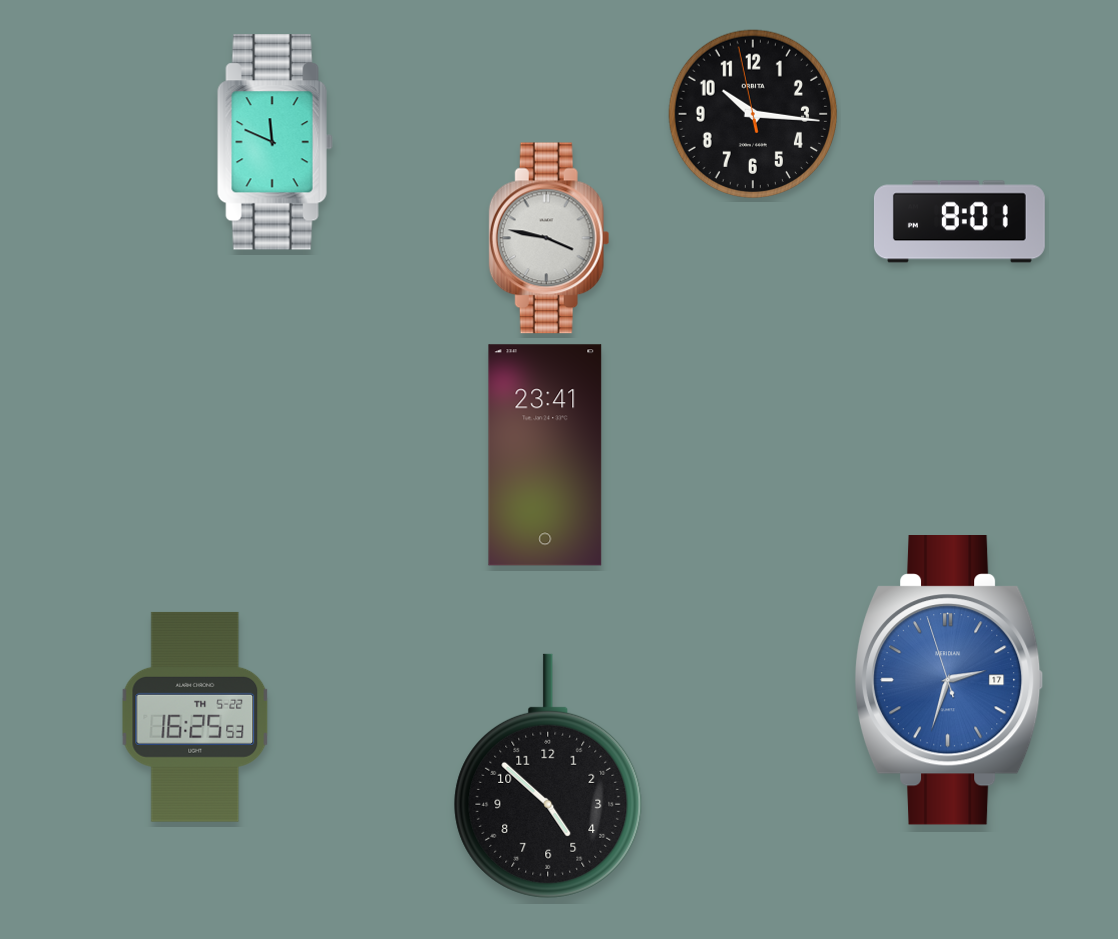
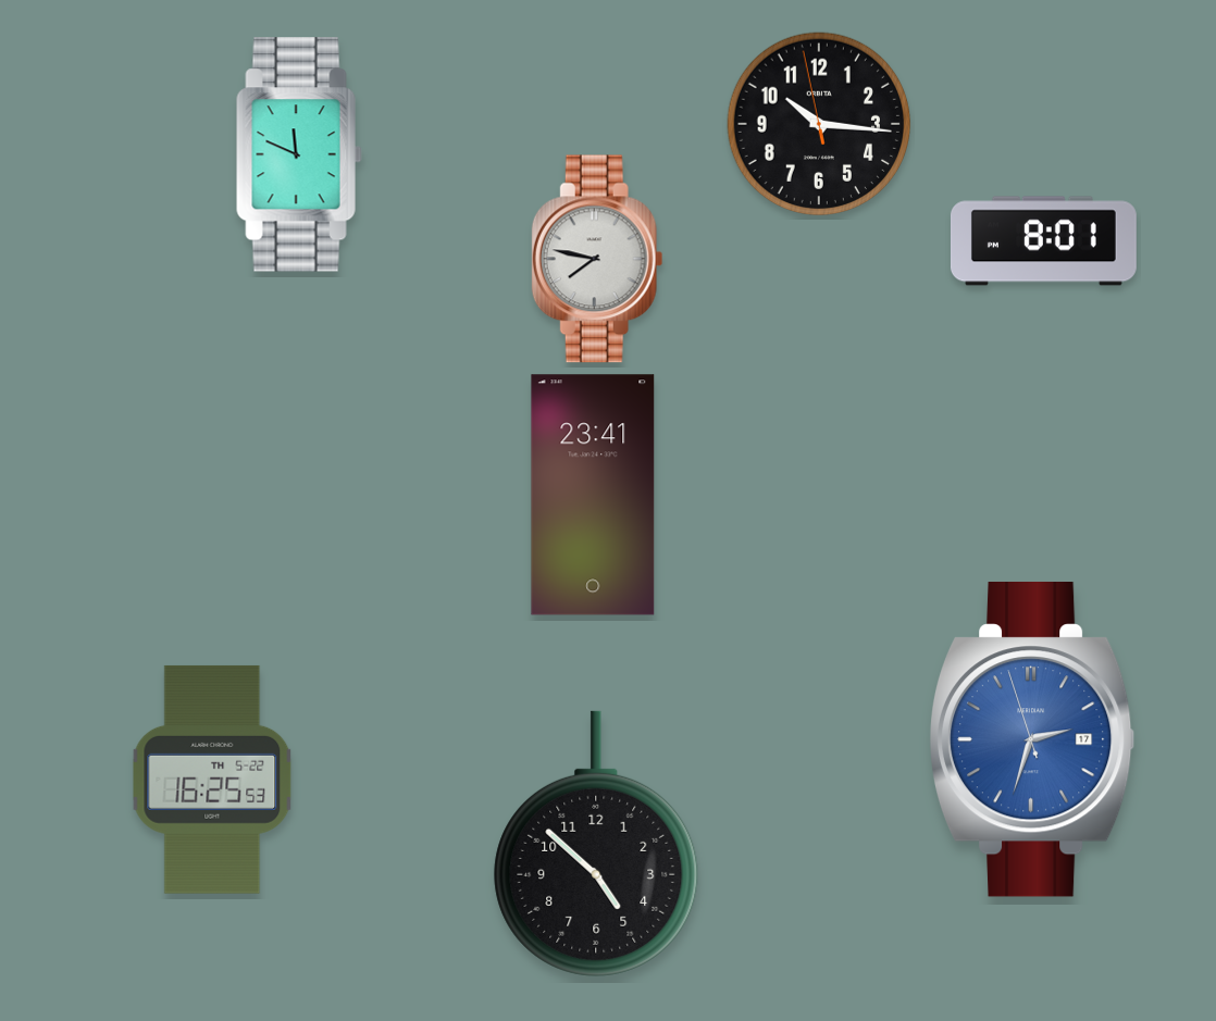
clock at (549, 238): 3:47 -> 7:47
